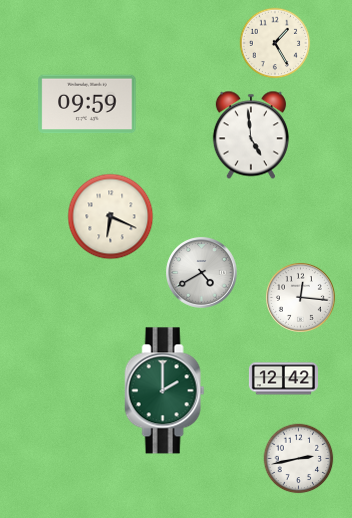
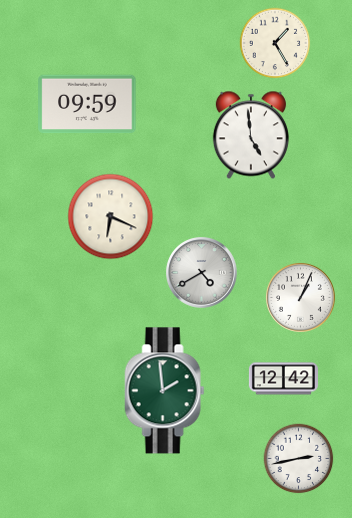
clock at (300, 297): 12:16 -> 1:04
clock at (165, 391): 2:00 -> 1:59
